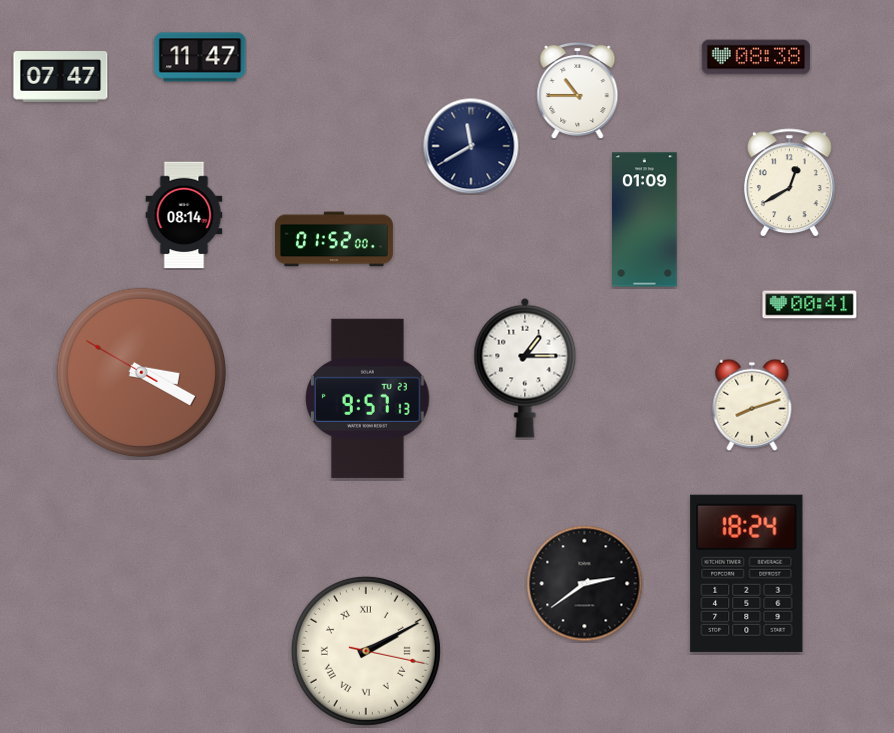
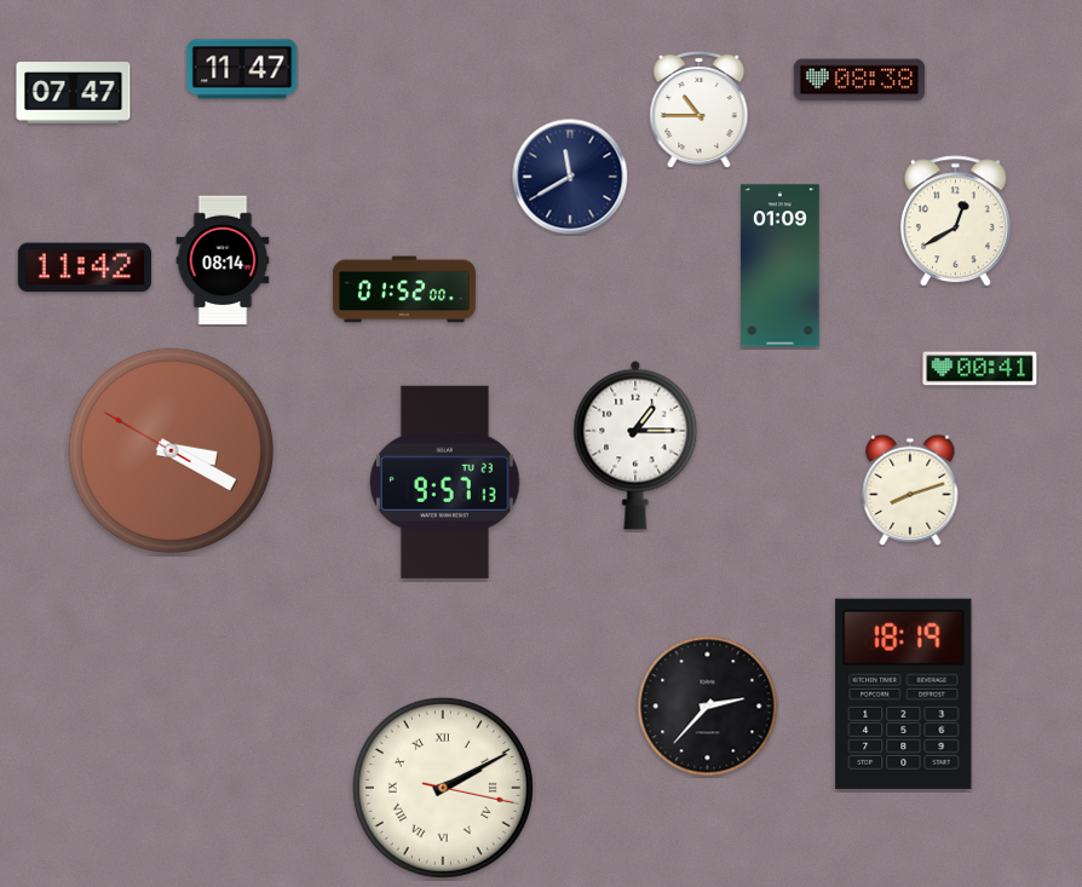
clock at (756, 57) position: (756, 57) -> (859, 80)
clock at (85, 267): none -> 11:42
clock at (747, 573): 18:24 -> 18:19
clock at (585, 584): 2:39 -> 2:37
